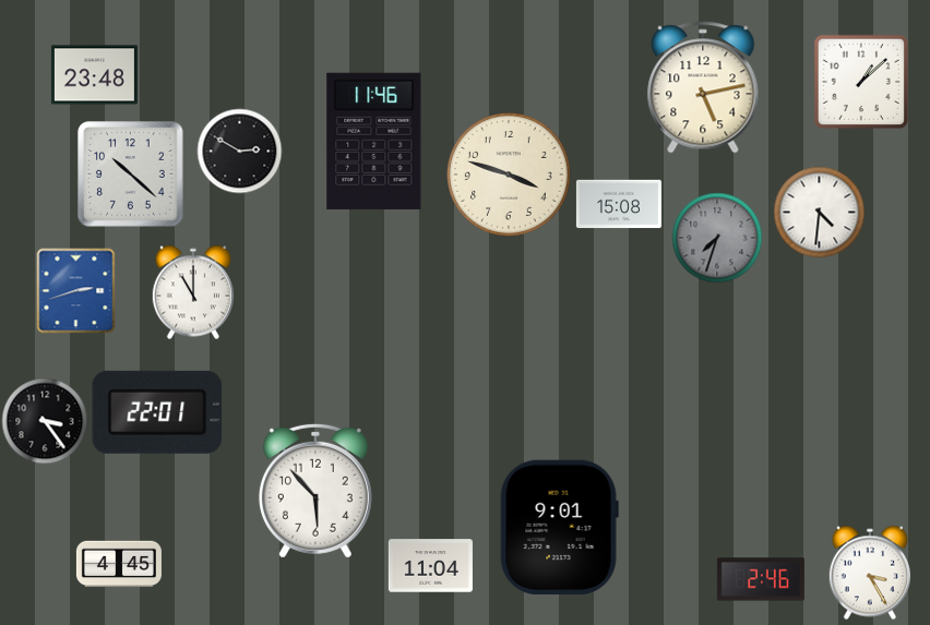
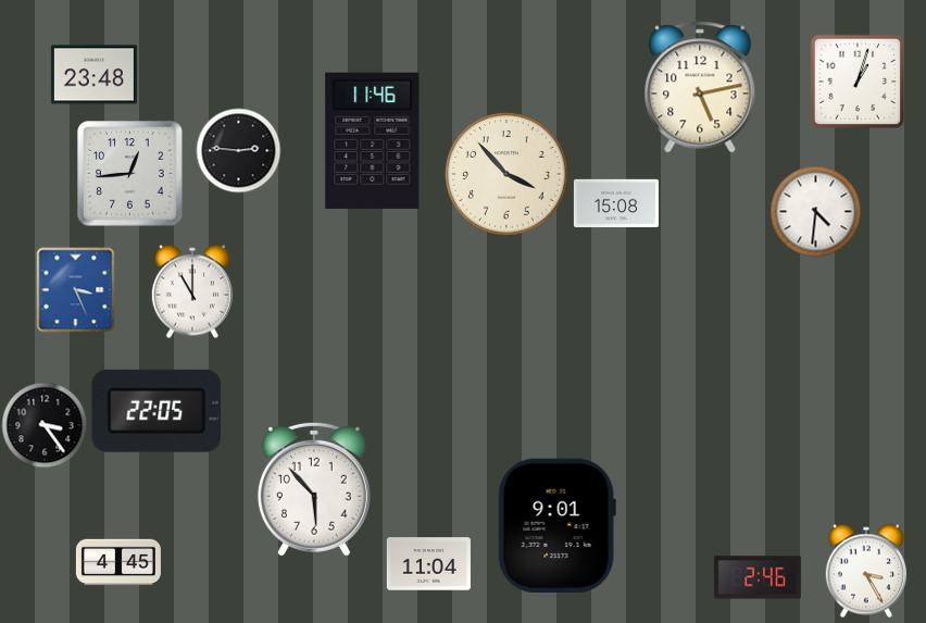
clock at (861, 82): 1:08 -> 1:03
clock at (239, 151): 2:50 -> 2:46
clock at (131, 175): 10:22 -> 12:44
clock at (510, 176): 3:48 -> 3:53
clock at (717, 238): 7:33 -> none
clock at (76, 290): 2:42 -> 3:26
clock at (157, 412): 22:01 -> 22:05
clock at (45, 421) position: (45, 421) -> (45, 425)
